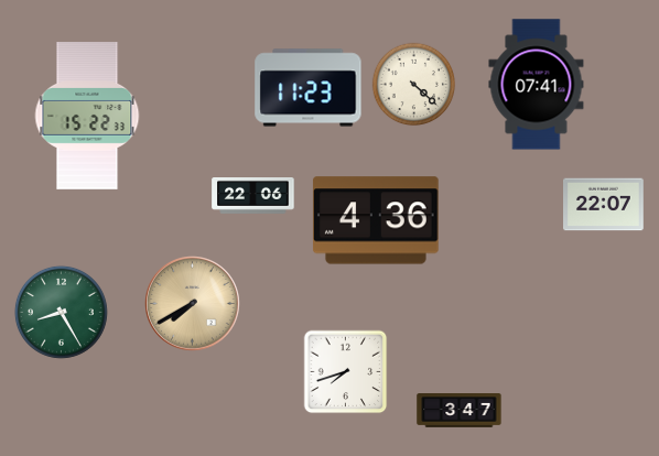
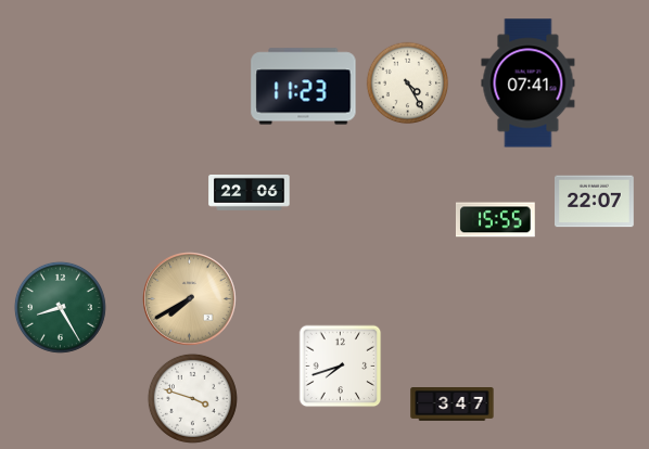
clock at (414, 85): 4:22 -> 4:25
clock at (87, 116): 15:22 -> none
clock at (376, 220): 4:36 -> none
clock at (496, 220): none -> 15:55
clock at (192, 398): none -> 3:48
